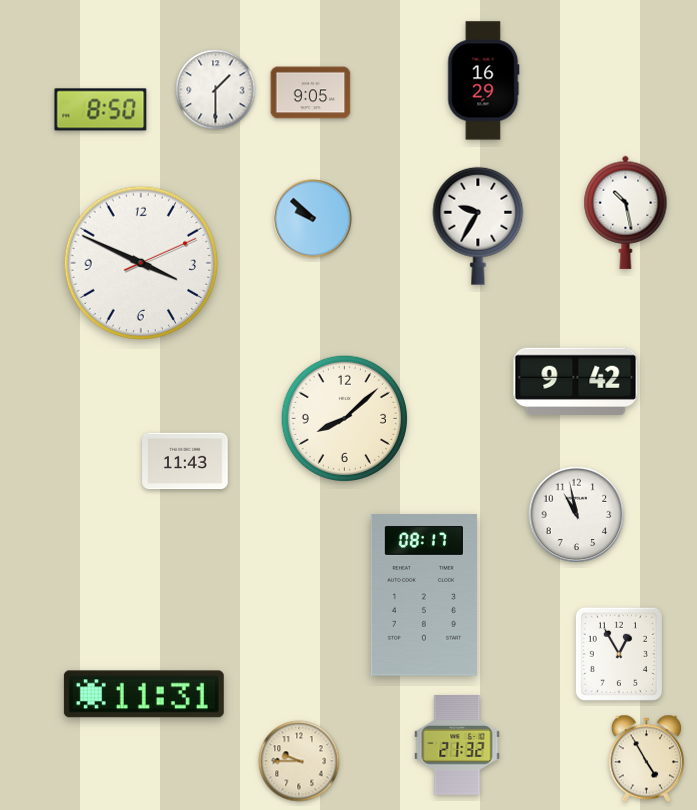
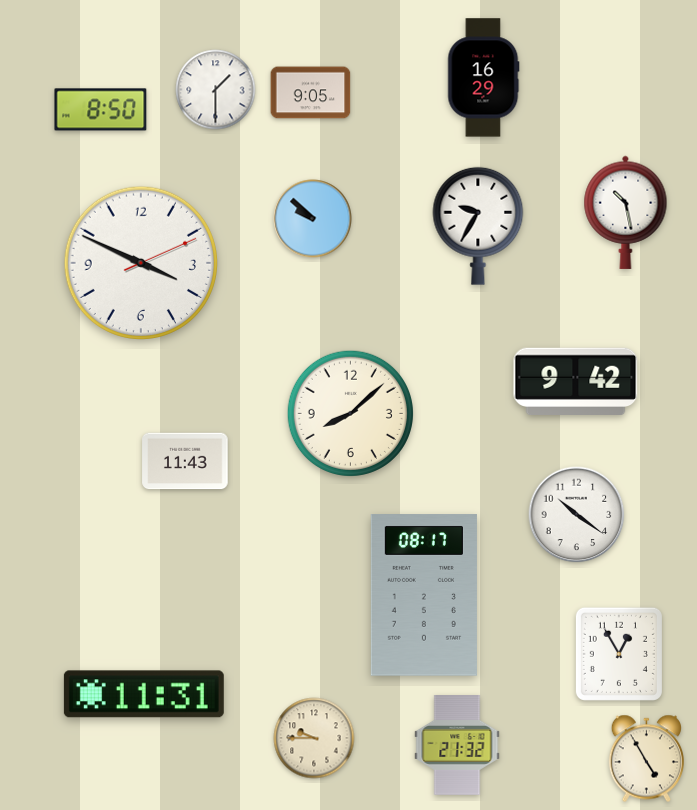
clock at (484, 81) position: (484, 81) -> (484, 78)
clock at (344, 418) position: (344, 418) -> (350, 413)
clock at (577, 515): 10:58 -> 10:21
clock at (299, 761) position: (299, 761) -> (314, 738)
